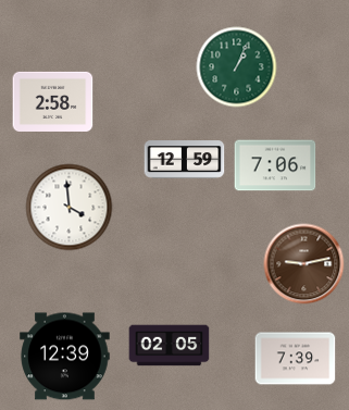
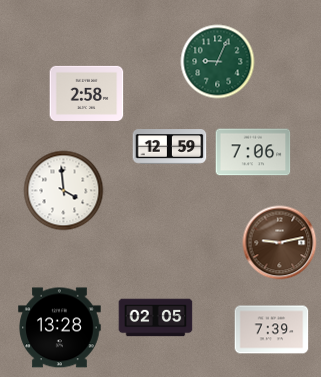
clock at (237, 67): 1:04 -> 9:04
clock at (53, 101) position: (53, 101) -> (87, 93)
clock at (65, 357): 12:39 -> 13:28
